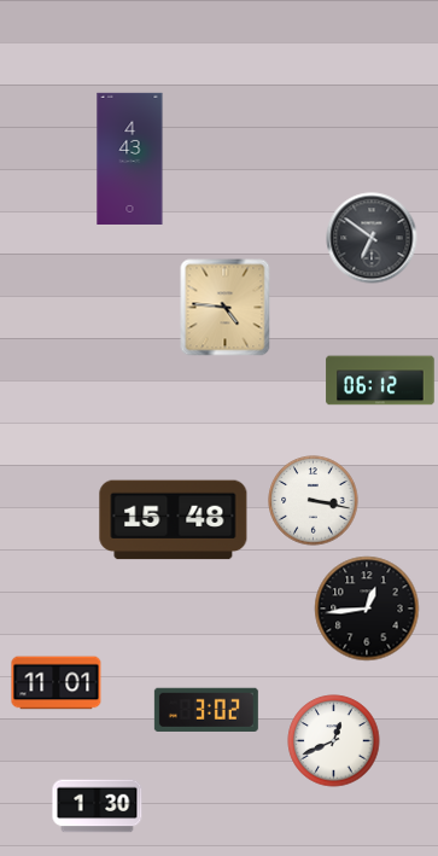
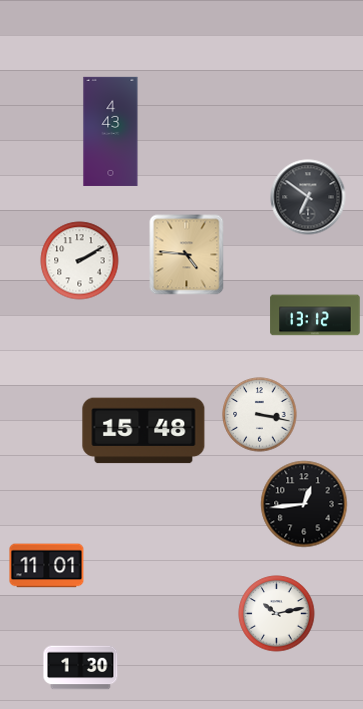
clock at (130, 158) position: (130, 158) -> (111, 131)
clock at (80, 261): none -> 2:10
clock at (380, 380): 06:12 -> 13:12
clock at (206, 710): 3:02 -> none
clock at (334, 741): 12:41 -> 10:13
